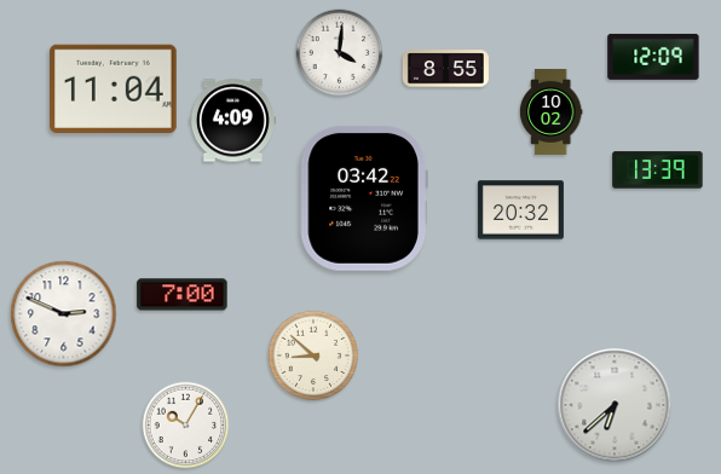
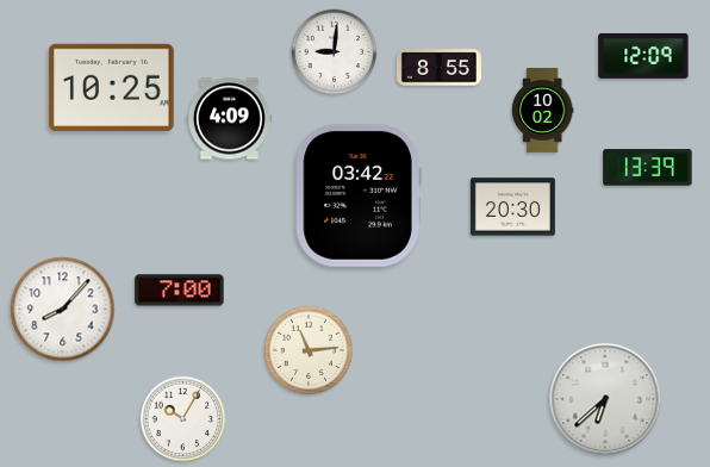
clock at (340, 53): 4:01 -> 9:01
clock at (114, 88): 11:04 -> 10:25
clock at (520, 210): 20:32 -> 20:30
clock at (64, 314): 2:49 -> 8:07
clock at (313, 355): 8:52 -> 11:14
